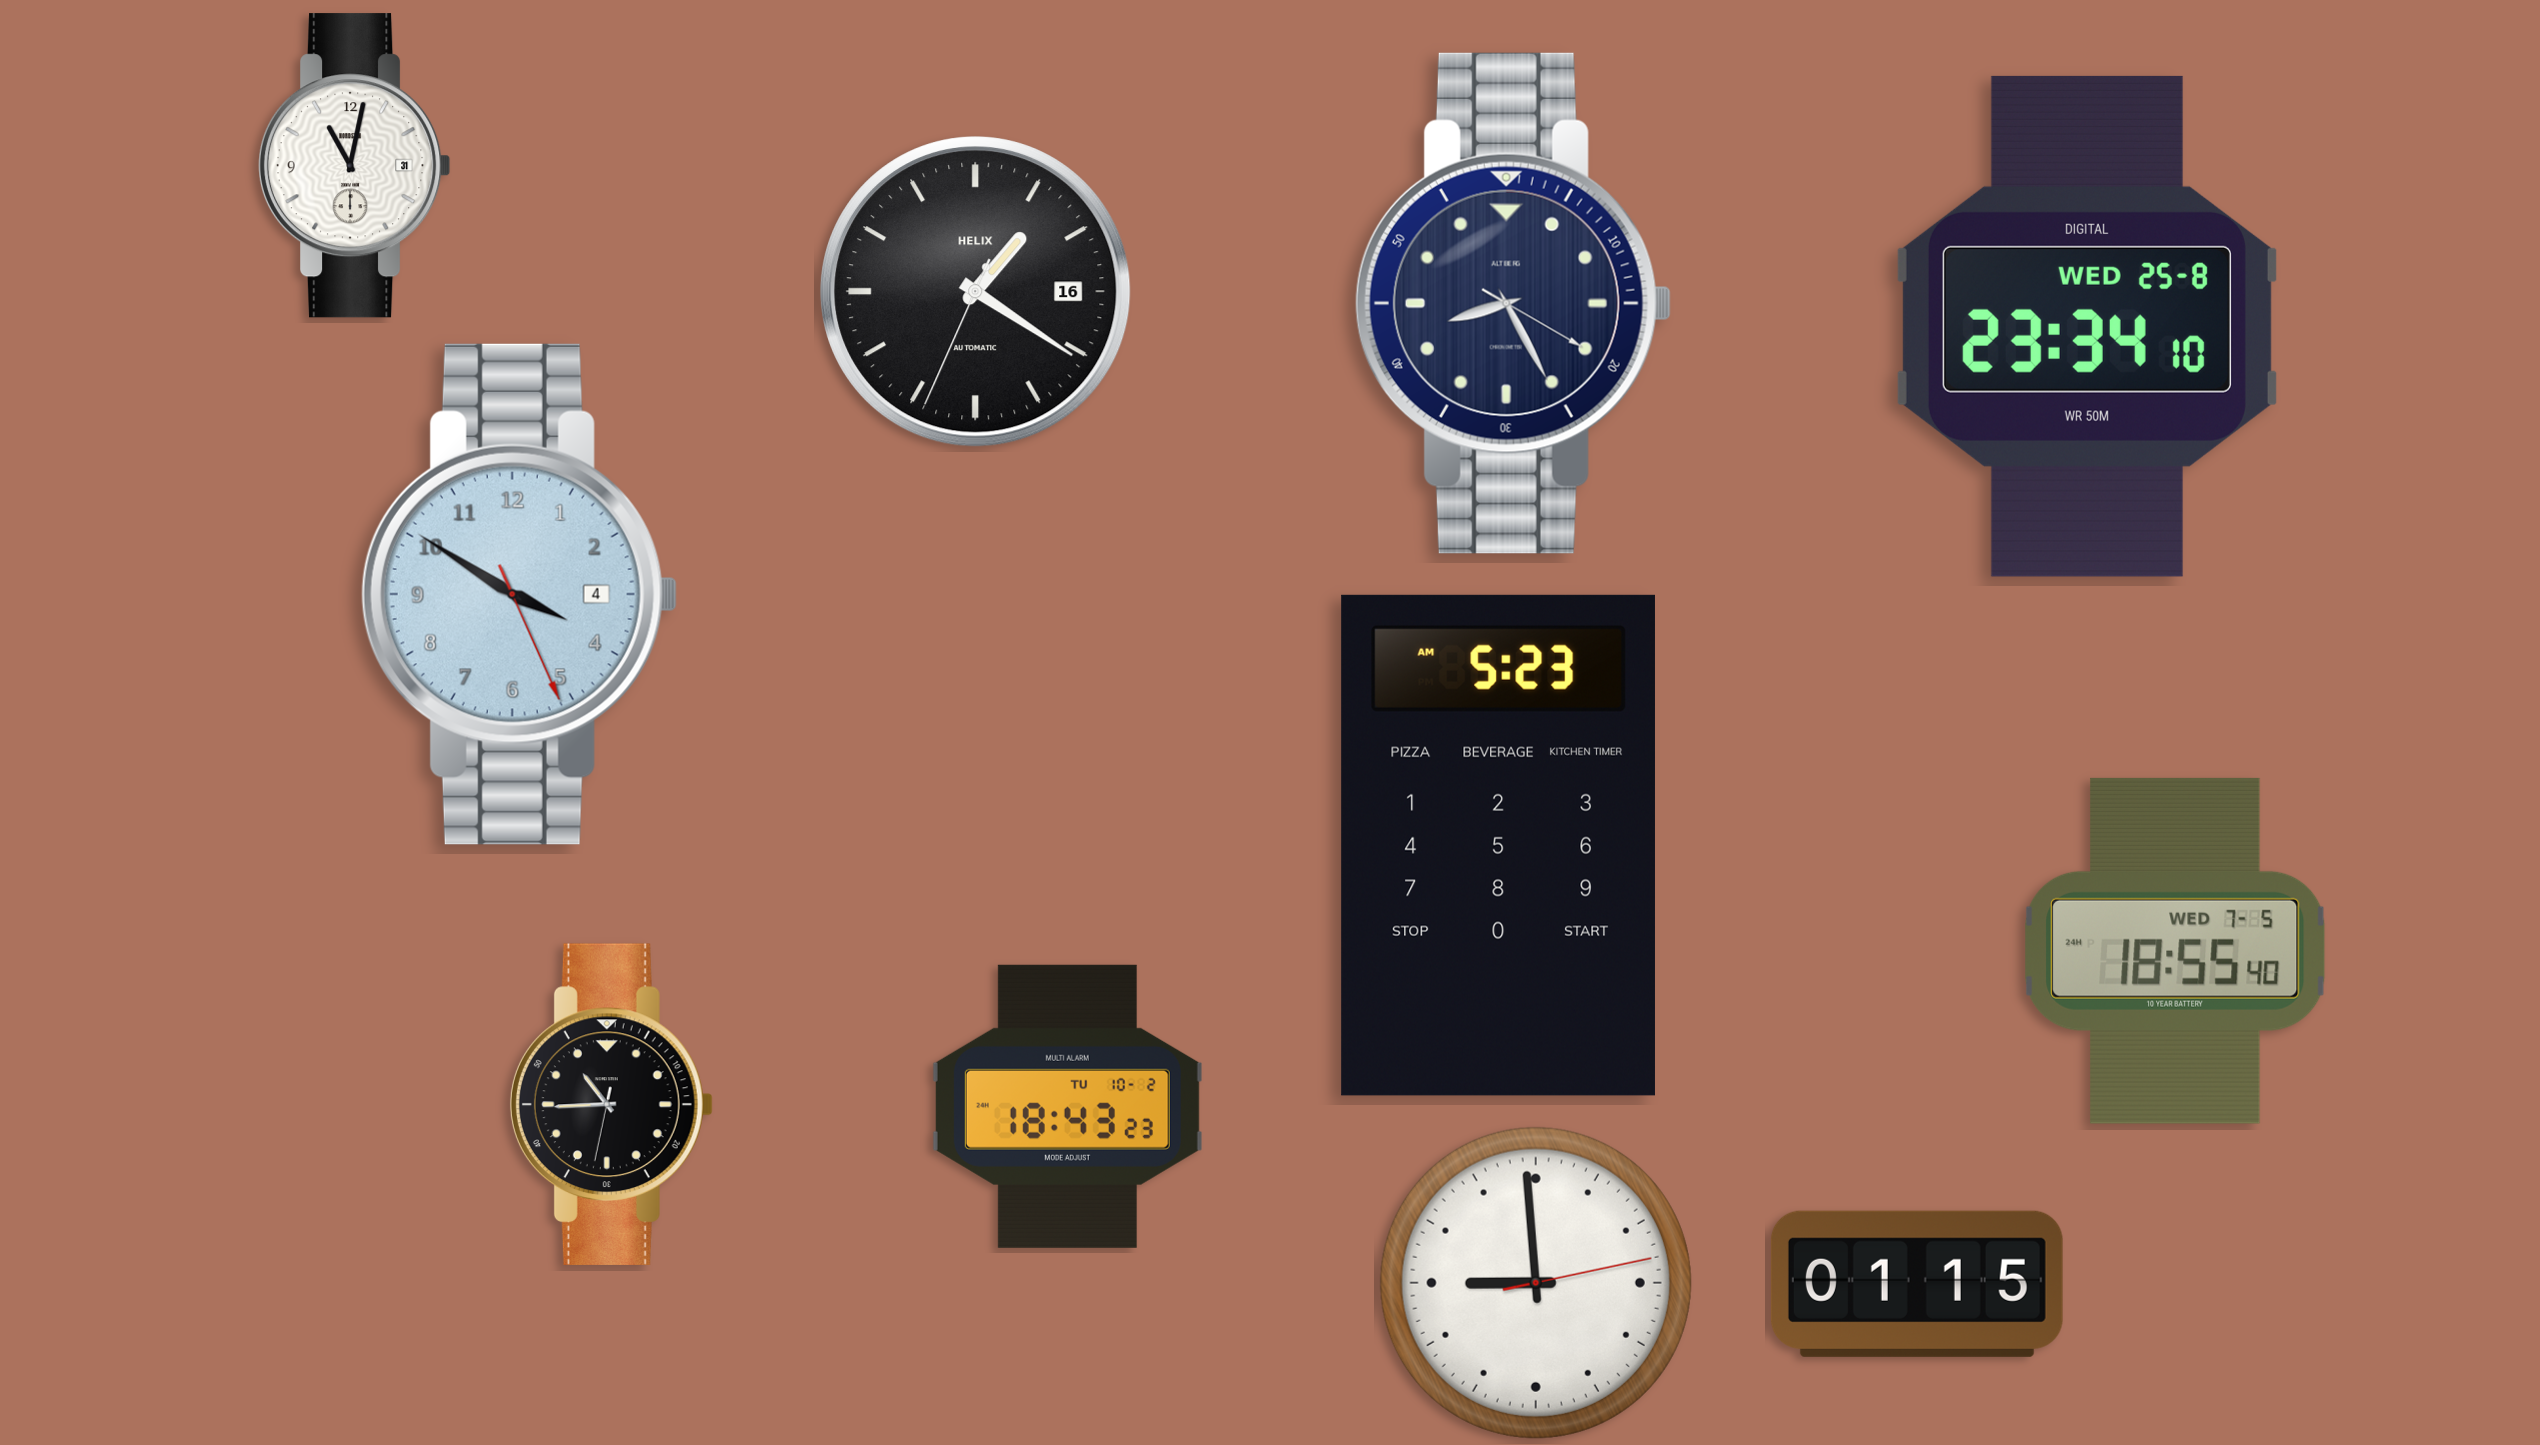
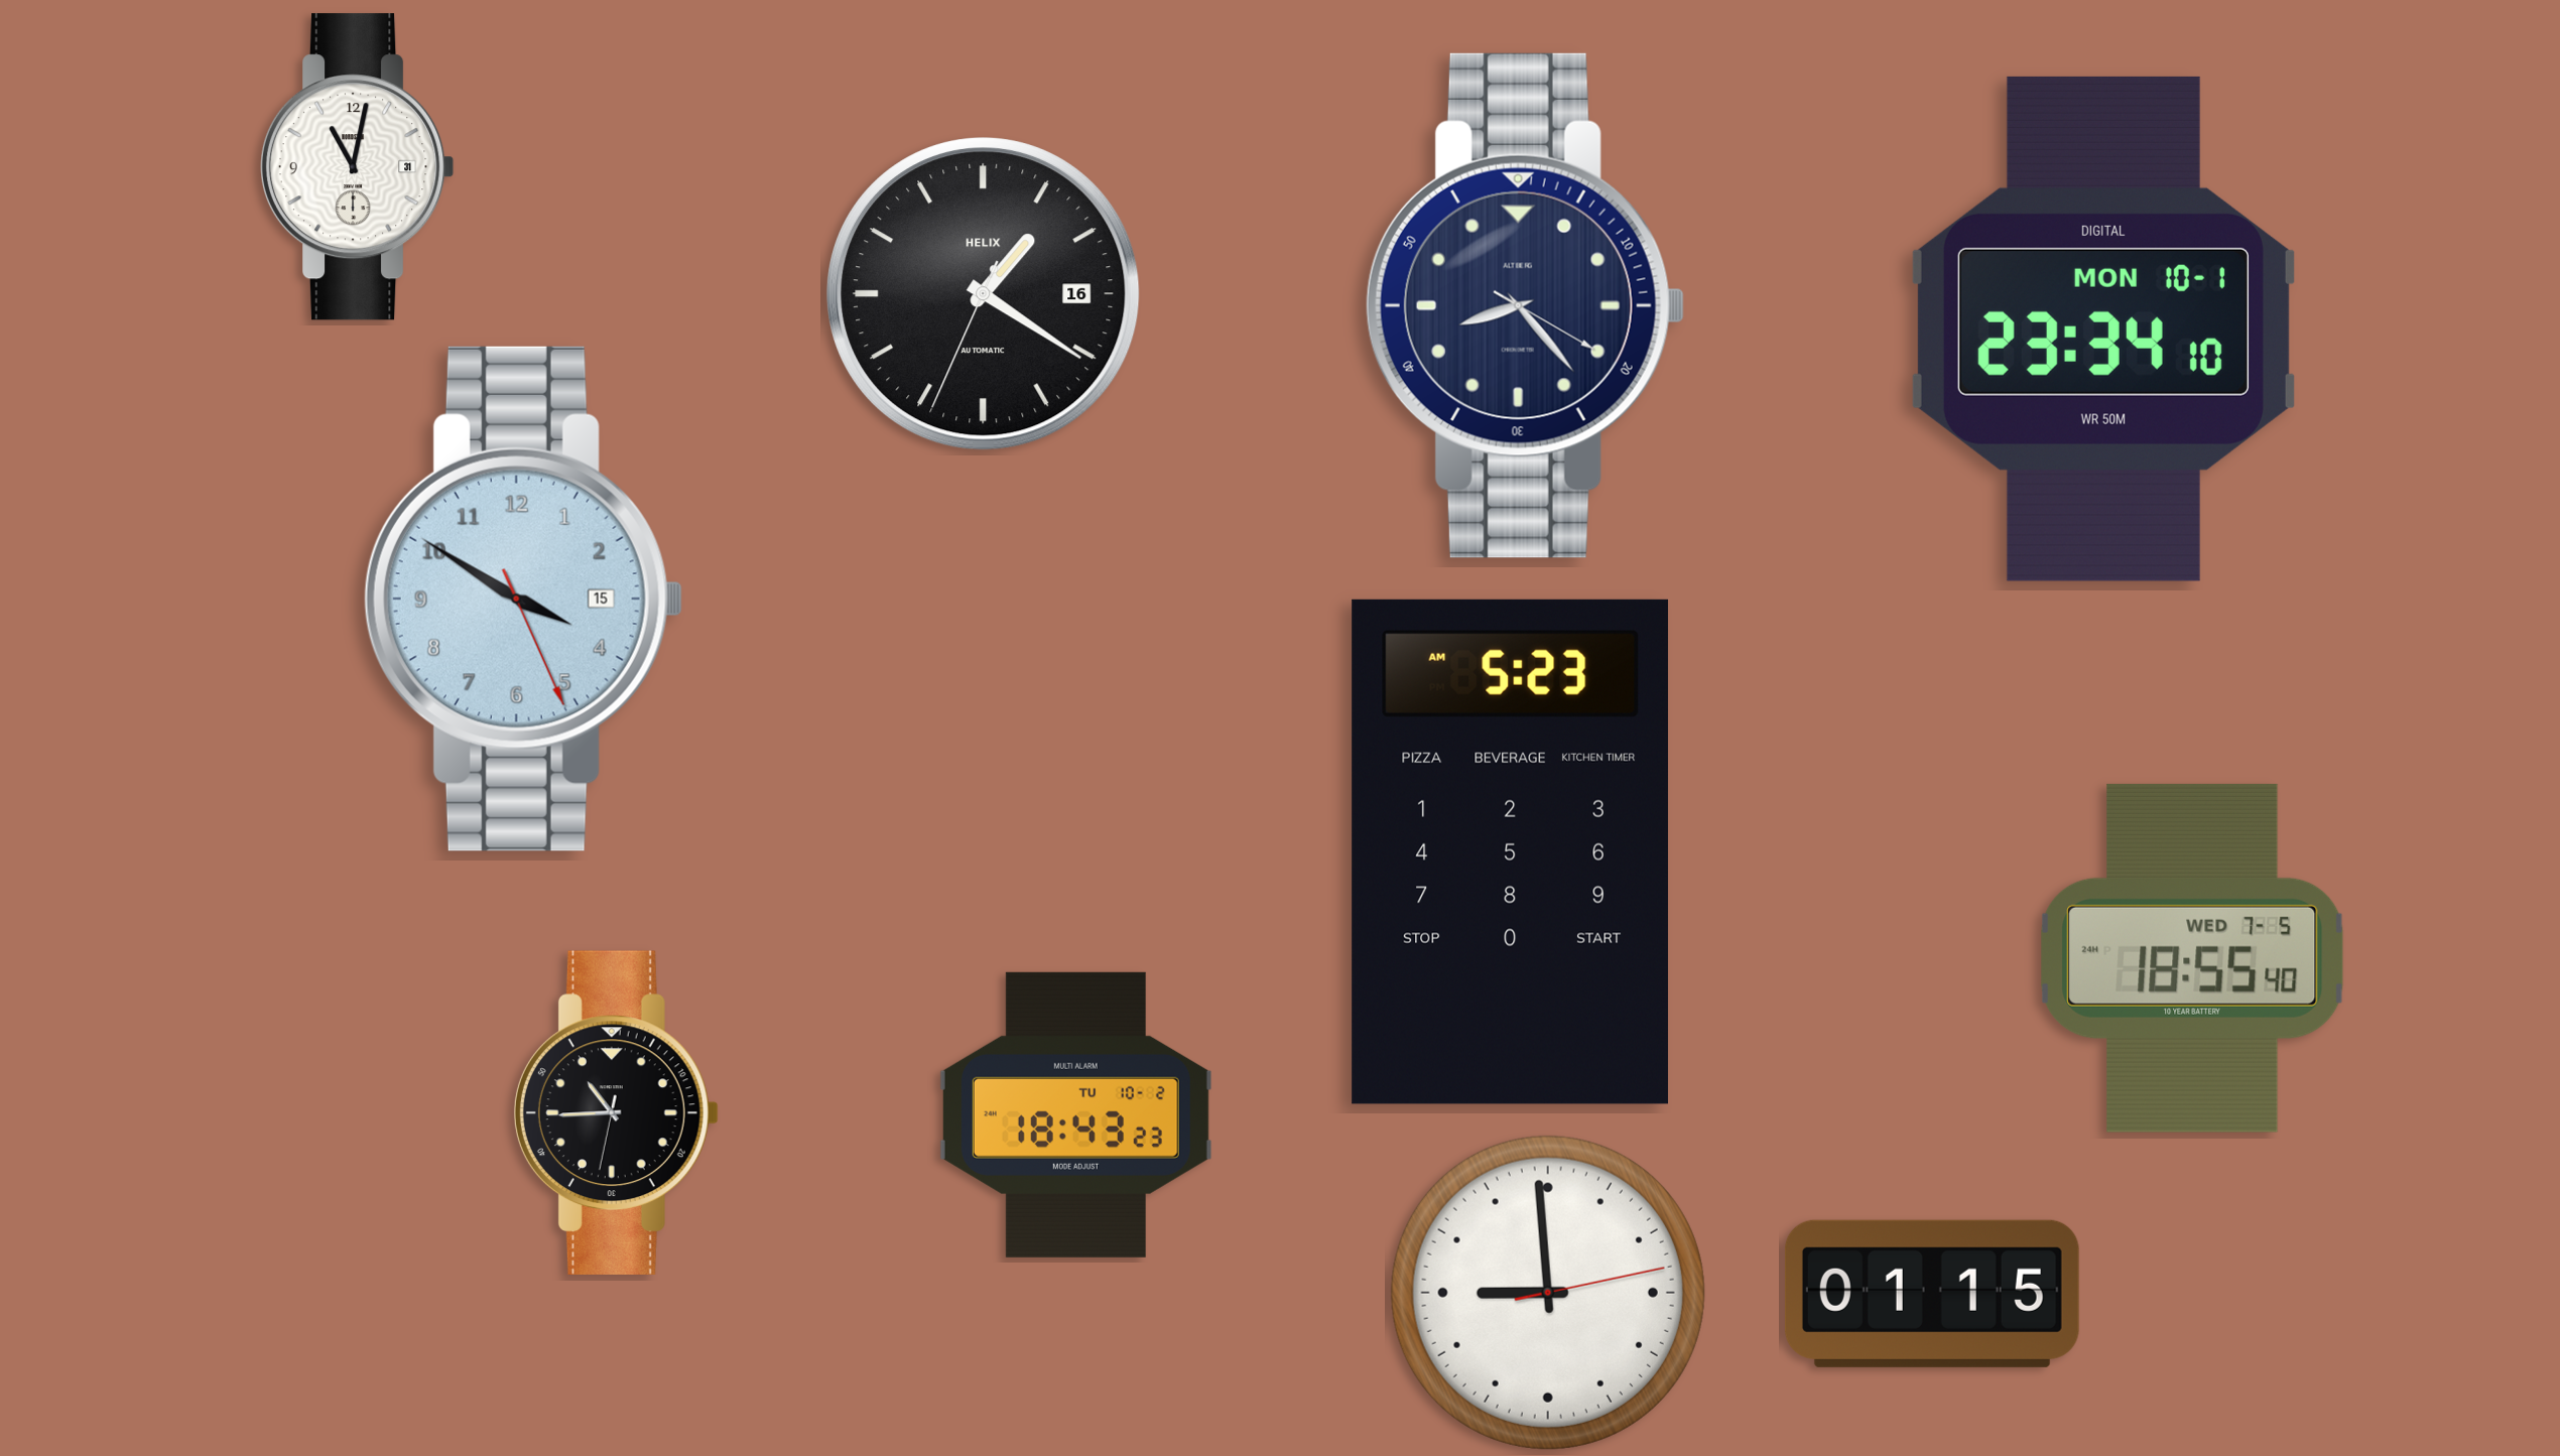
clock at (1513, 303): 8:25 -> 8:23
clock at (2087, 326) date: WED 25-8 -> MON 10-1
clock at (519, 594) date: 4 -> 15
